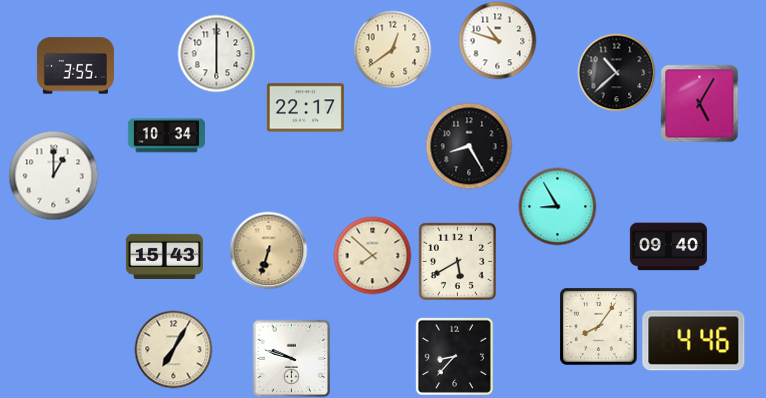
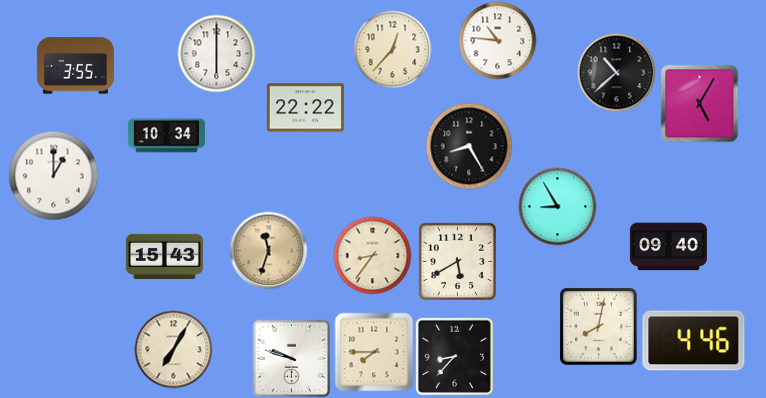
clock at (497, 40): 10:48 -> 10:46
clock at (392, 49): 12:39 -> 12:37
clock at (305, 108): 22:17 -> 22:22
clock at (268, 250): 6:33 -> 11:33
clock at (372, 255): 7:52 -> 8:36
clock at (599, 327): 8:06 -> 8:02
clock at (374, 352): none -> 7:45
